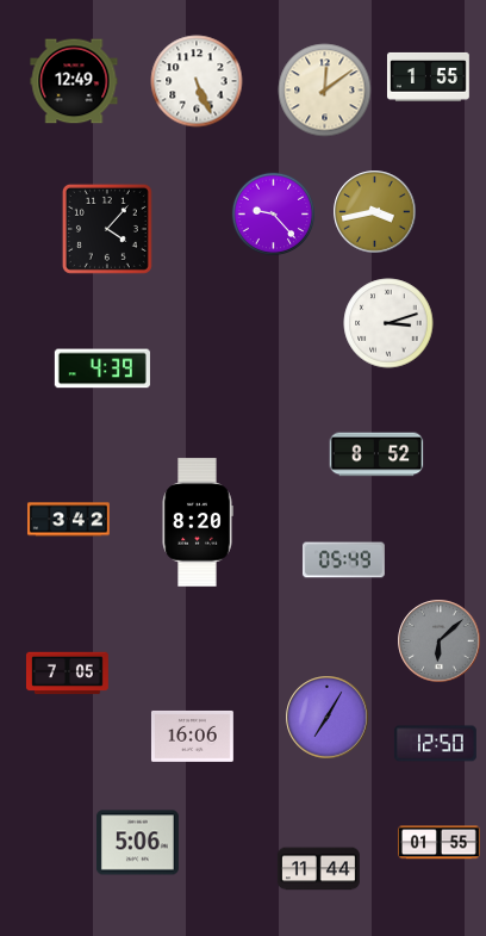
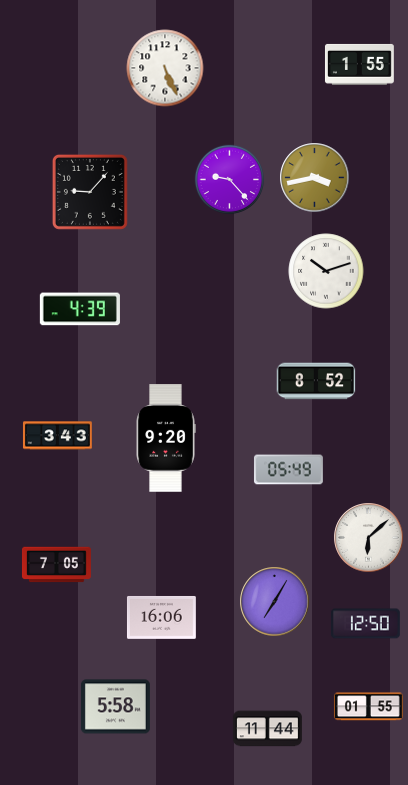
clock at (74, 81): 12:49 -> none
clock at (325, 91): 12:09 -> none
clock at (107, 229): 4:07 -> 9:07
clock at (388, 323): 3:12 -> 10:12
clock at (102, 368) position: (102, 368) -> (80, 309)
clock at (68, 520): 3:42 -> 3:43
clock at (198, 522): 8:20 -> 9:20
clock at (440, 641) dial: grey -> white
clock at (137, 843): 5:06 -> 5:58
